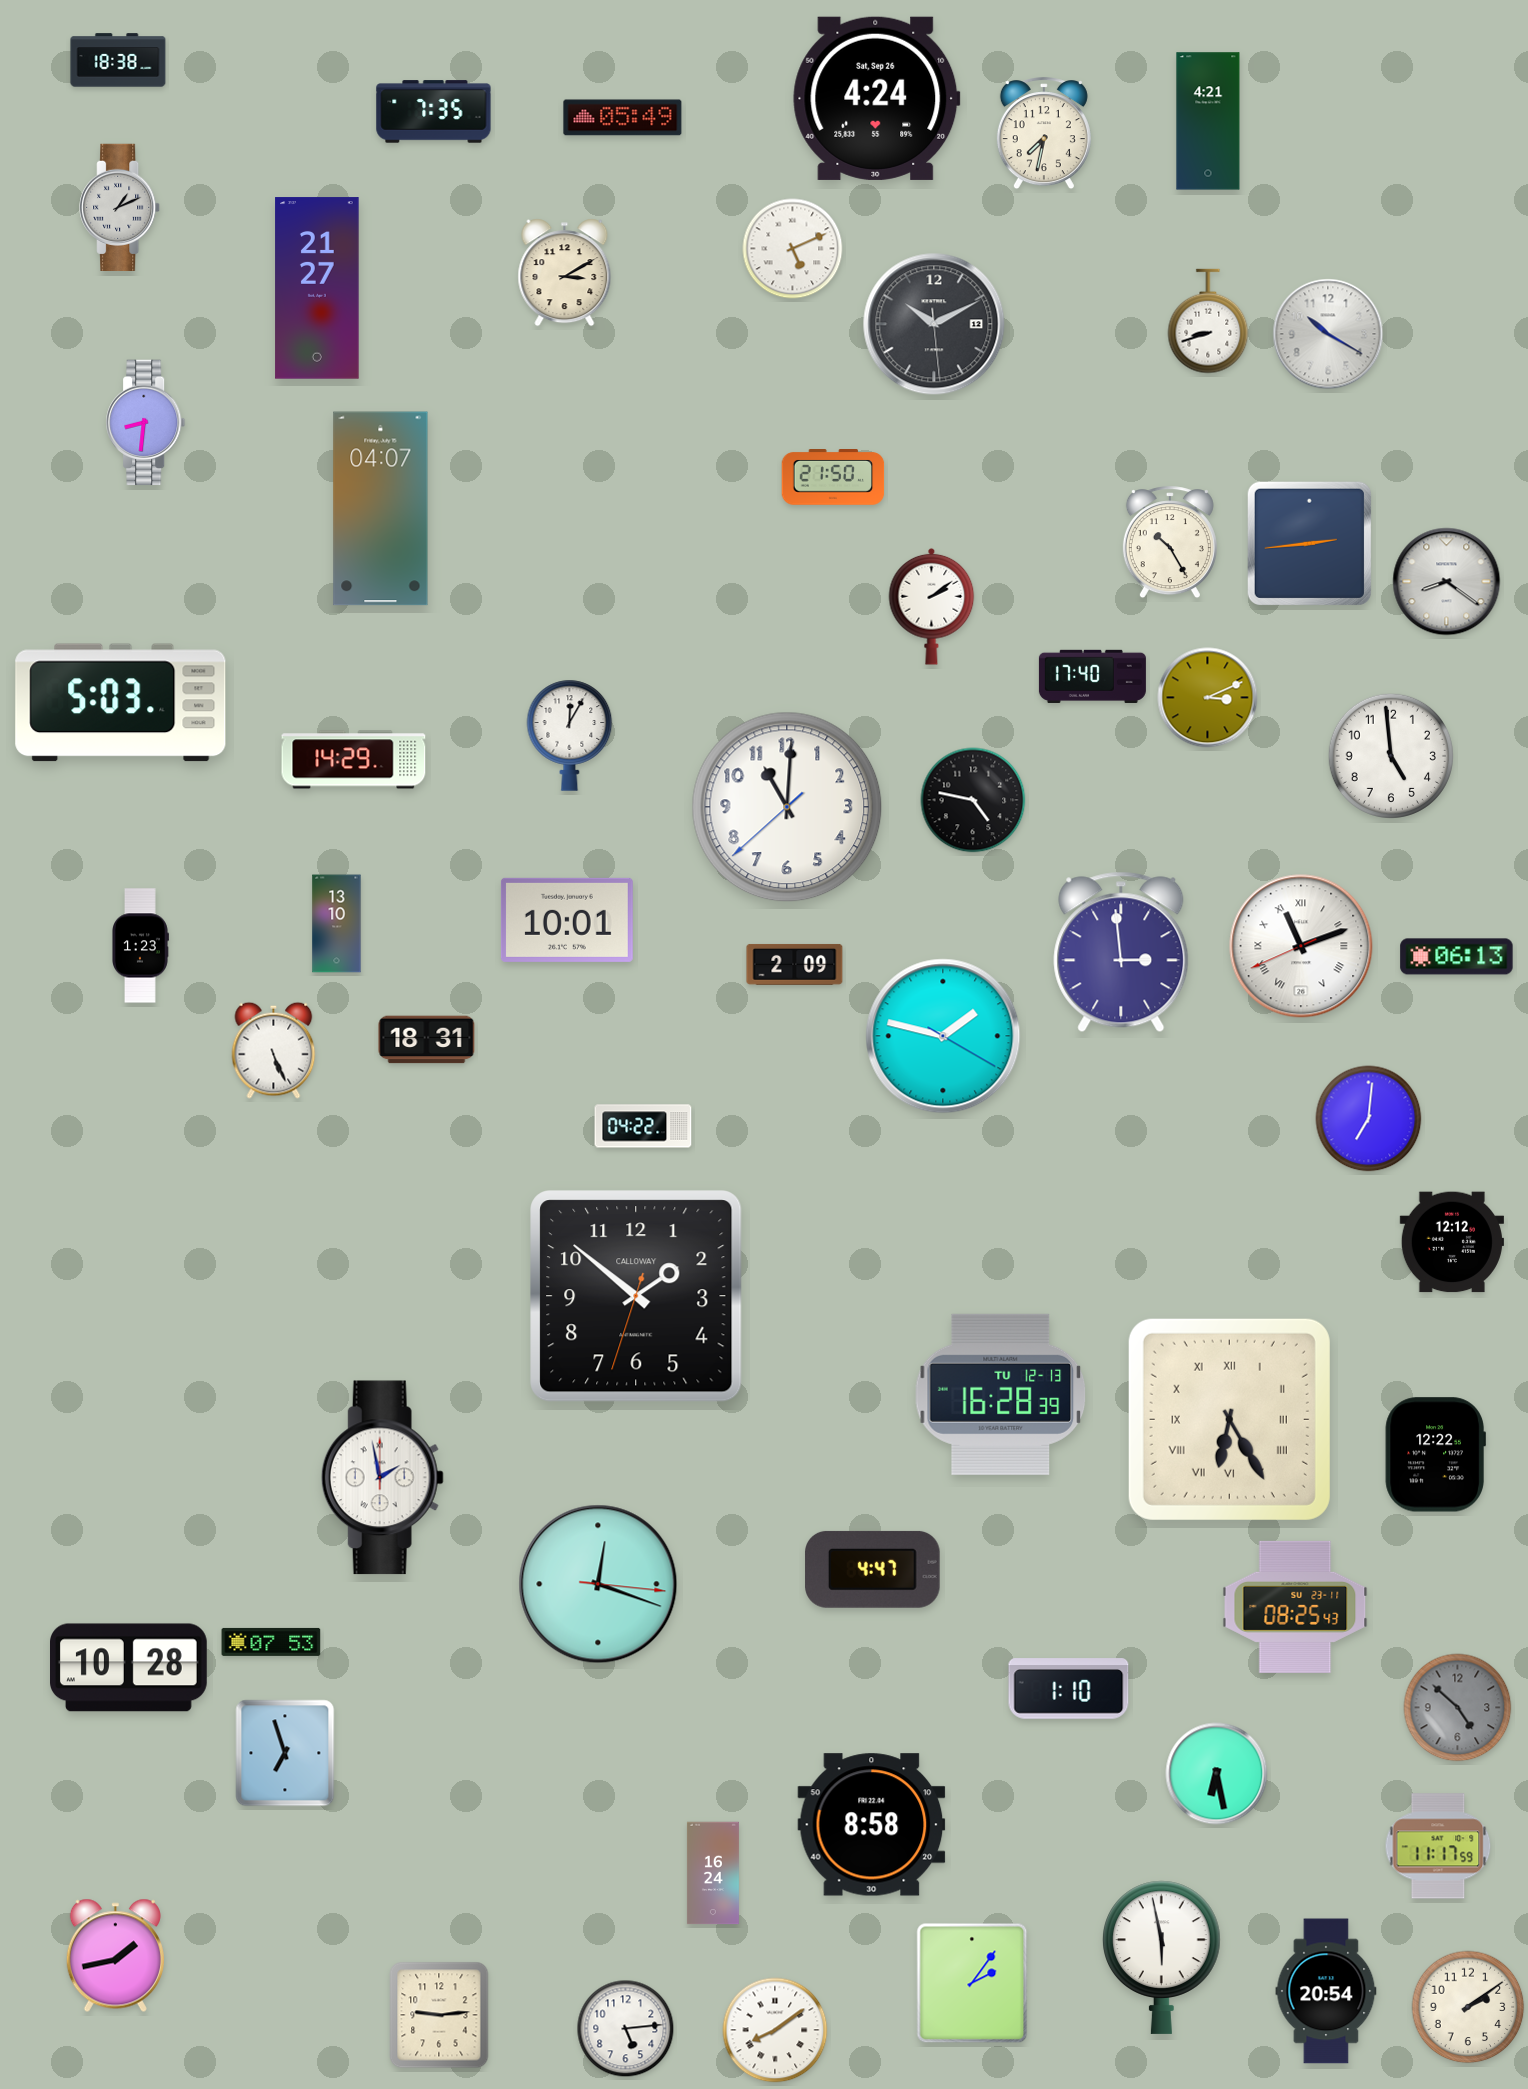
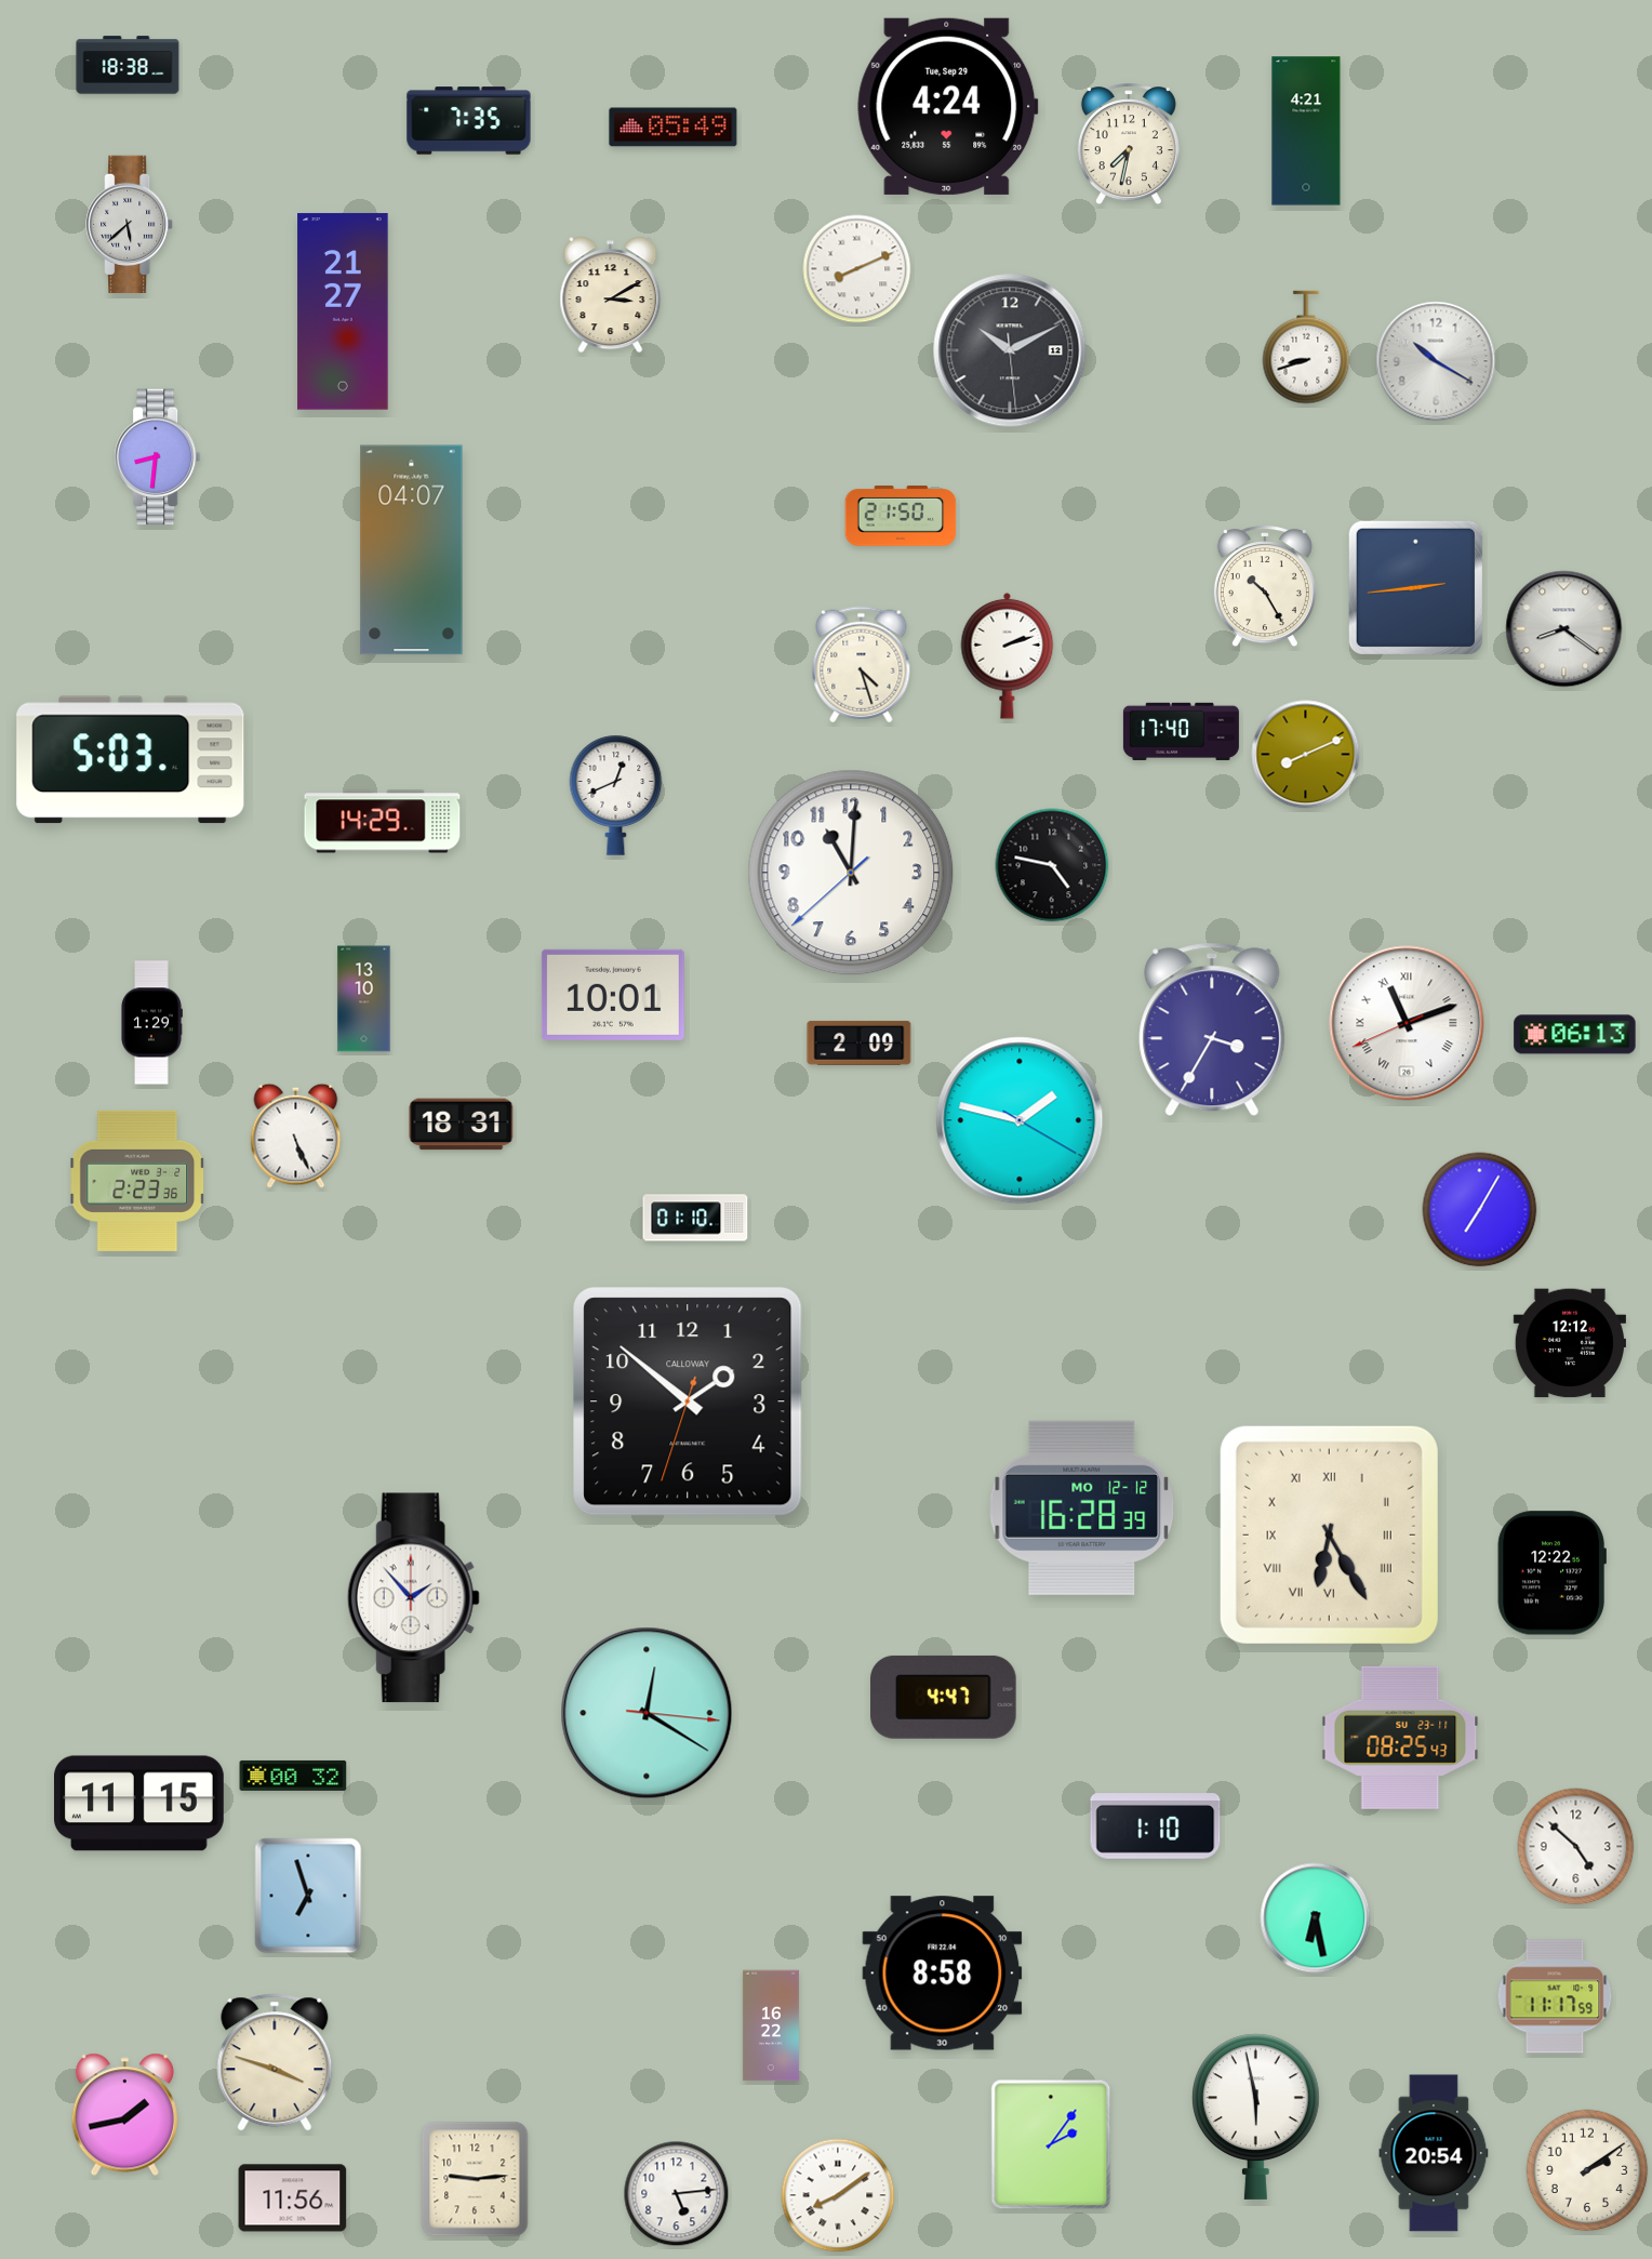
clock at (877, 98) date: Sat, Sep 26 -> Tue, Sep 29
clock at (120, 207): 1:11 -> 5:38
clock at (793, 249): 5:11 -> 8:11
clock at (932, 606): 2:09 -> 2:12
clock at (862, 665): none -> 4:27
clock at (1208, 698): 3:11 -> 8:11
clock at (570, 735): 12:05 -> 12:41
clock at (1391, 756): 4:59 -> none
clock at (141, 946): 1:23 -> 1:29
clock at (1121, 952): 2:59 -> 3:35
clock at (137, 1181): none -> 2:23
clock at (1369, 1119): 7:01 -> 7:05
clock at (643, 1126): 04:22 -> 01:10
clock at (1001, 1394) date: TU 12-13 -> MO 12-12
clock at (382, 1478): 1:58 -> 1:53
clock at (598, 1584): 12:18 -> 12:20
clock at (271, 1642): 07:53 -> 00:32
clock at (129, 1668): 10:28 -> 11:15
clock at (1458, 1708) dial: grey -> white
clock at (713, 1873): 16:24 -> 16:22
clock at (275, 2062): none -> 3:48
clock at (293, 2198): none -> 11:56
